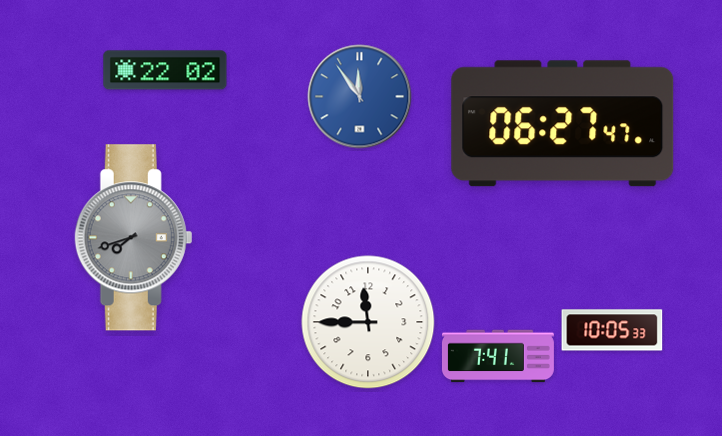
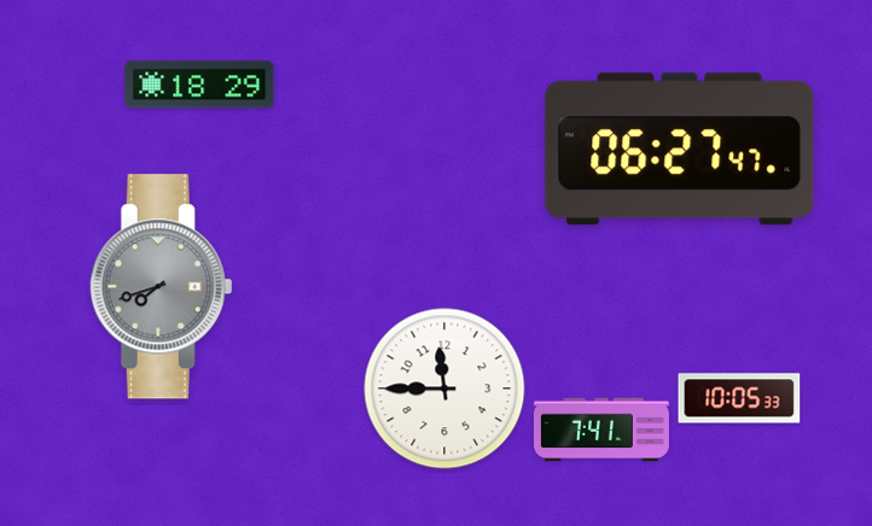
clock at (165, 70): 22:02 -> 18:29
clock at (360, 97): 11:54 -> none
